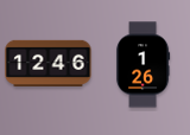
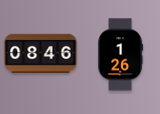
clock at (49, 64): 12:46 -> 08:46
